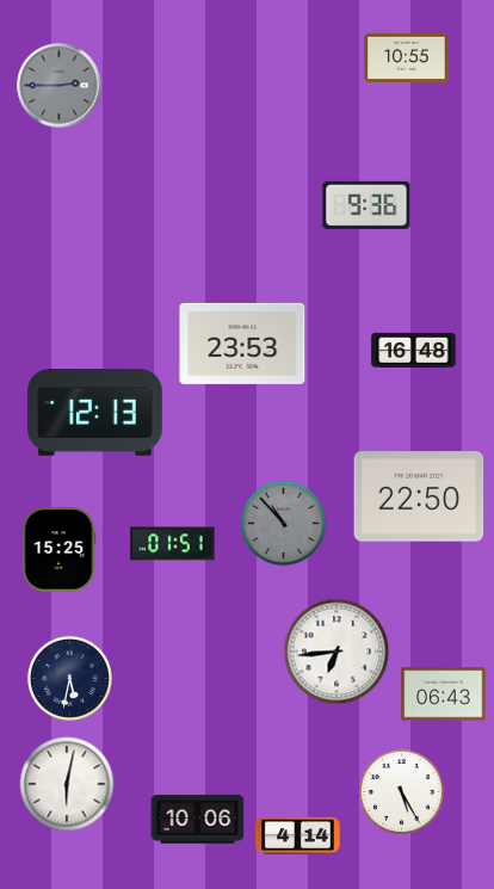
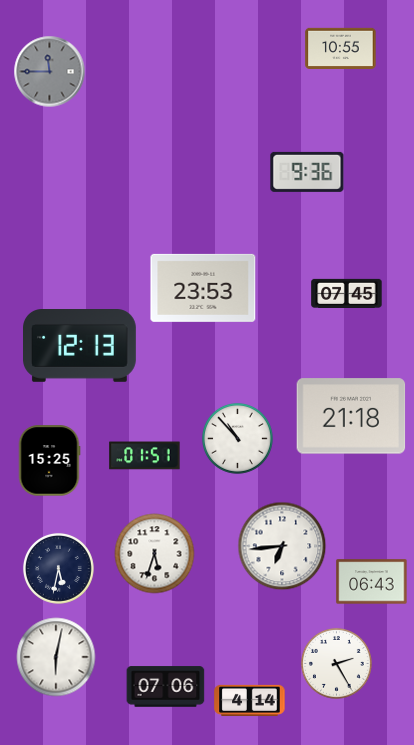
clock at (60, 86): 2:45 -> 11:45
clock at (414, 350): 16:48 -> 07:45
clock at (419, 496): 22:50 -> 21:18
clock at (283, 523) dial: grey -> white
clock at (155, 554): none -> 5:33
clock at (401, 791): 5:25 -> 2:25
clock at (198, 820): 10:06 -> 07:06
